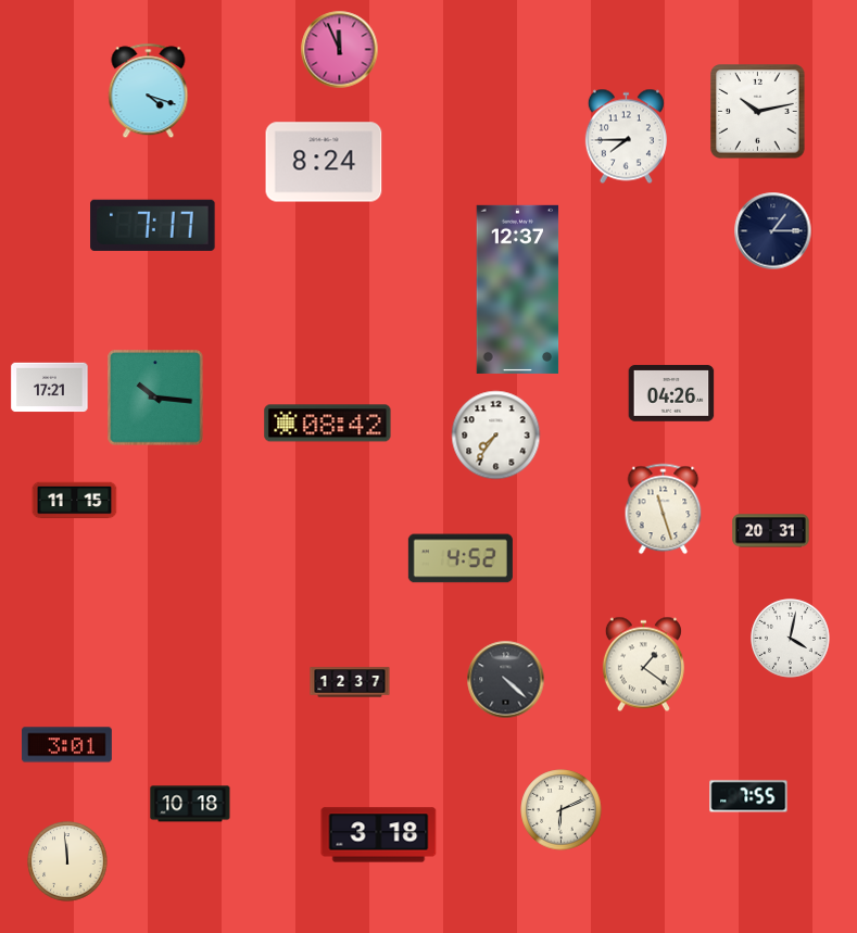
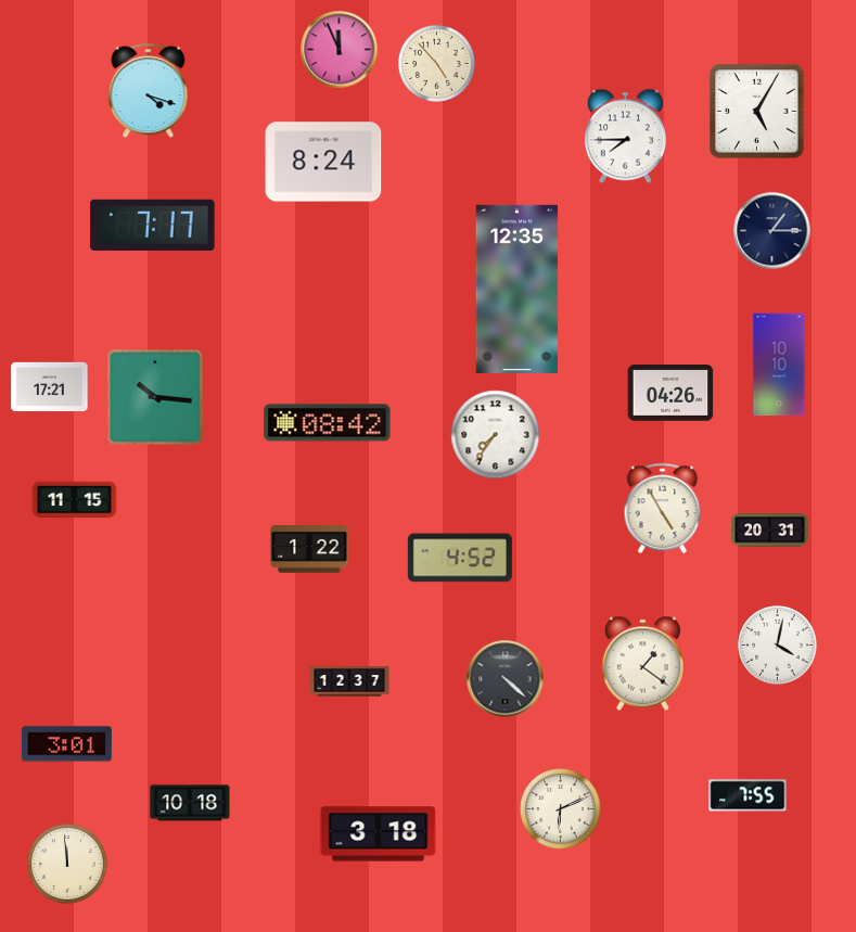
clock at (436, 63): none -> 4:53
clock at (758, 112): 10:13 -> 5:05
clock at (518, 289): 12:37 -> 12:35
clock at (779, 365): none -> 10:10
clock at (664, 509): 11:27 -> 4:55
clock at (309, 550): none -> 1:22
clock at (791, 639) position: (791, 639) -> (778, 646)
clock at (67, 861) position: (67, 861) -> (67, 864)
